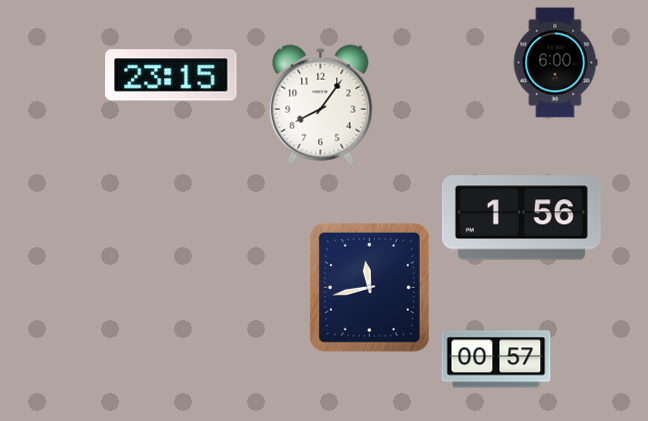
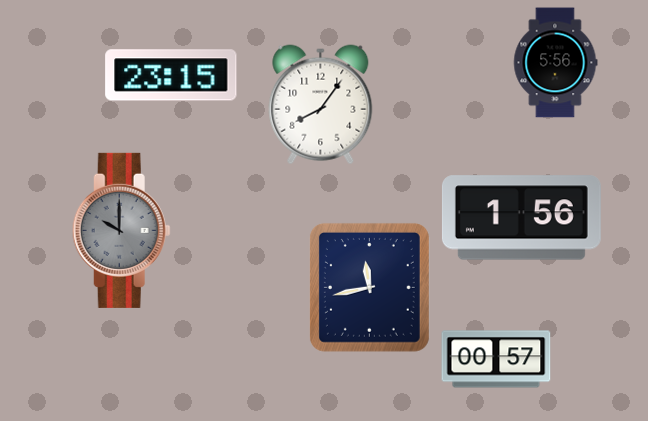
clock at (555, 63): 6:00 -> 5:56
clock at (121, 230): none -> 10:00
